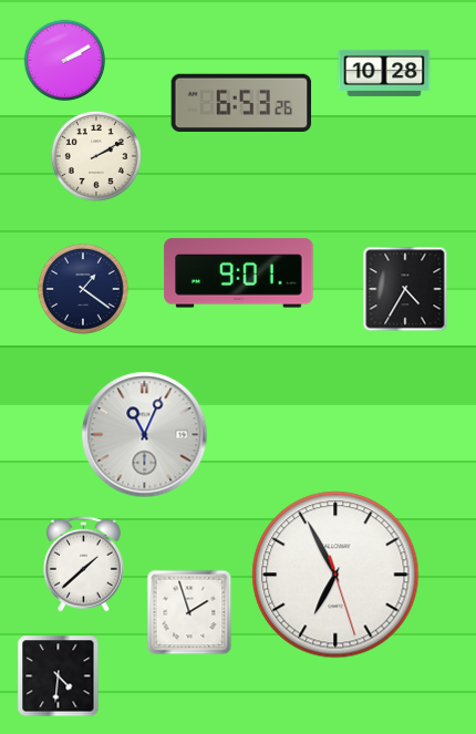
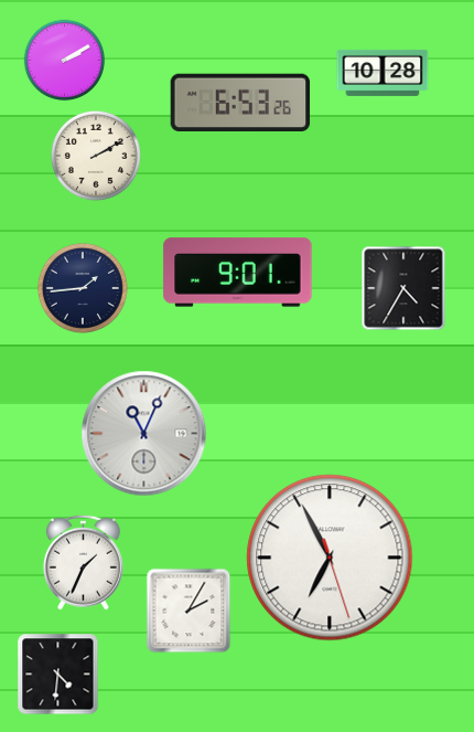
clock at (83, 289): 1:21 -> 1:44
clock at (83, 564): 1:38 -> 1:34
clock at (335, 575) position: (335, 575) -> (330, 558)
clock at (189, 612): 1:57 -> 2:05
